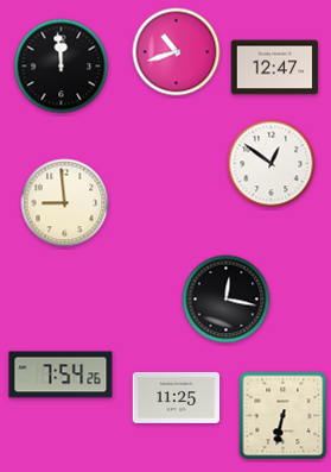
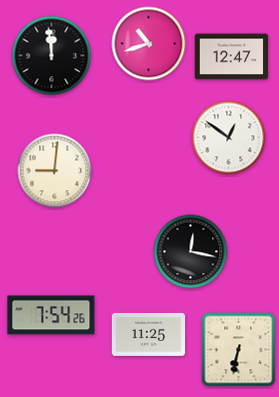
clock at (65, 203): 8:59 -> 9:01
